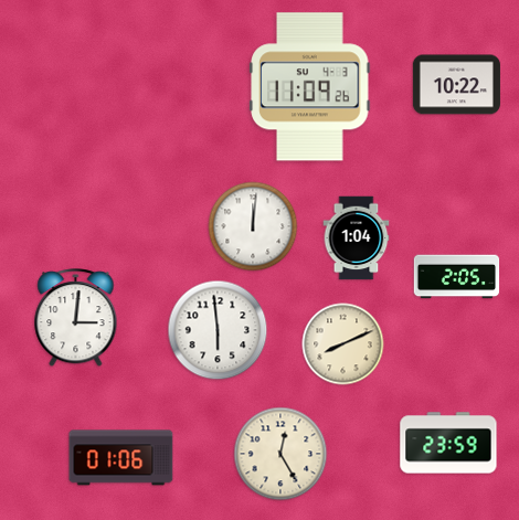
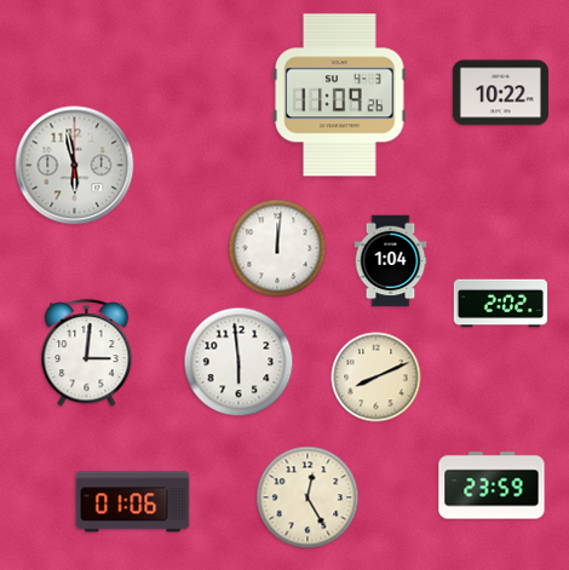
clock at (75, 166): none -> 5:58
clock at (457, 277): 2:05 -> 2:02
clock at (76, 318) position: (76, 318) -> (87, 353)
